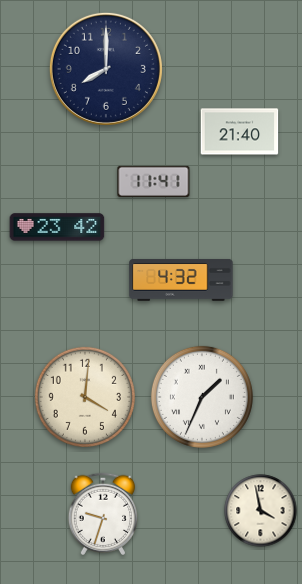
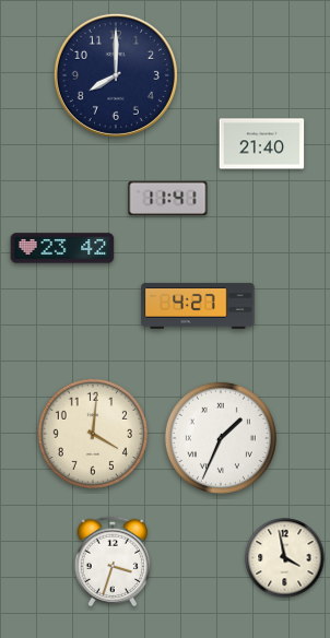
clock at (181, 280): 4:32 -> 4:27
clock at (202, 397) position: (202, 397) -> (221, 438)
clock at (102, 513): 9:33 -> 3:33
